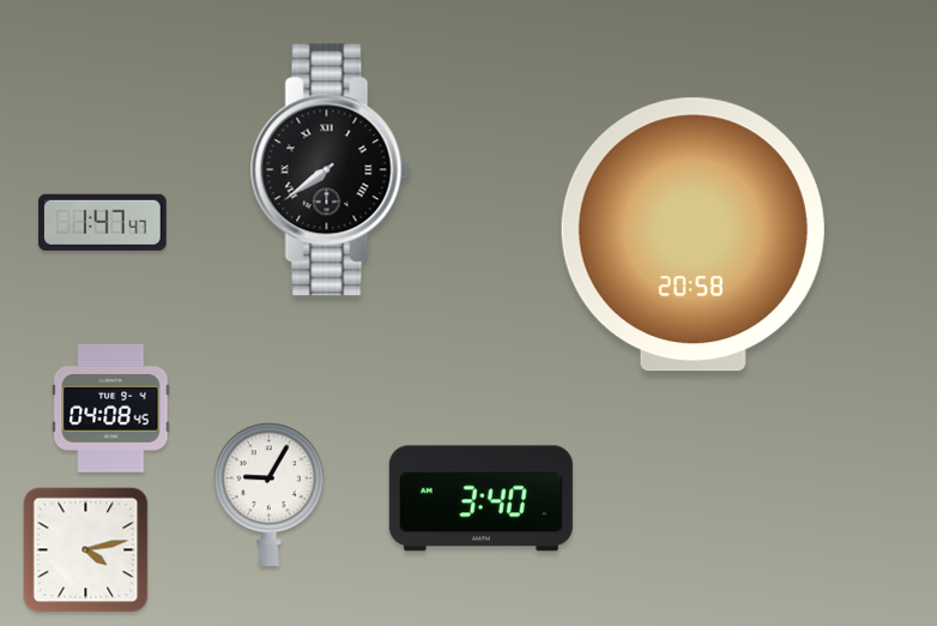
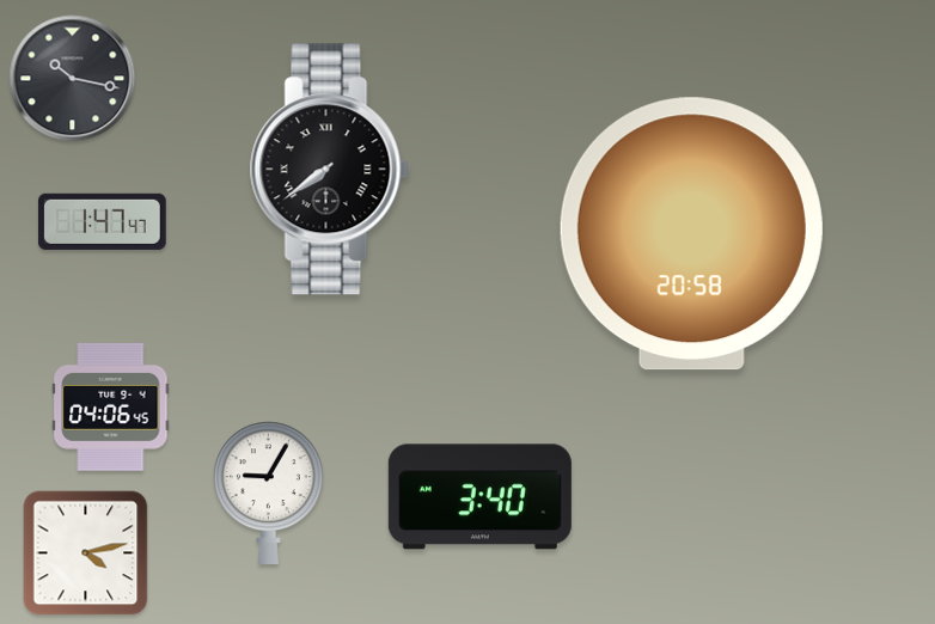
clock at (73, 79): none -> 10:17
clock at (111, 409): 04:08 -> 04:06
clock at (86, 550) position: (86, 550) -> (86, 553)
